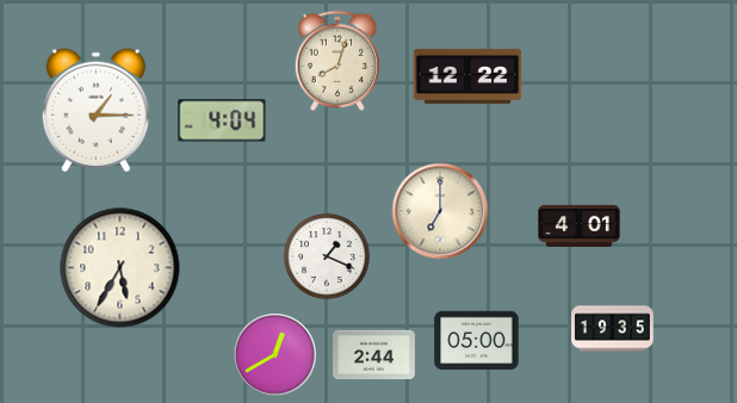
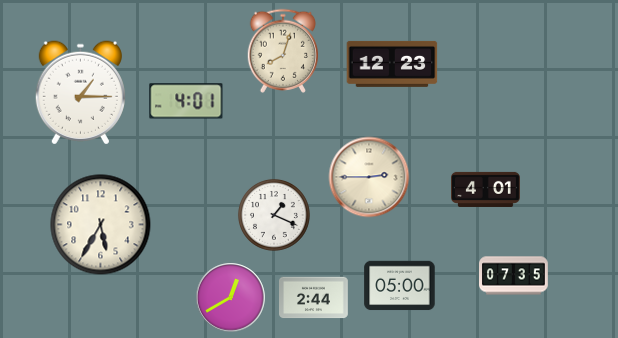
clock at (467, 76): 12:22 -> 12:23
clock at (222, 120): 4:04 -> 4:01
clock at (440, 211): 7:00 -> 2:45
clock at (613, 329): 19:35 -> 07:35
